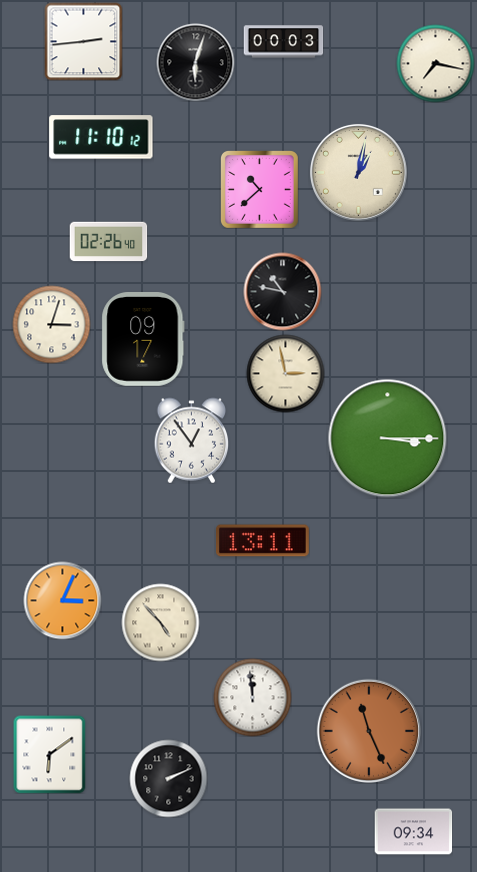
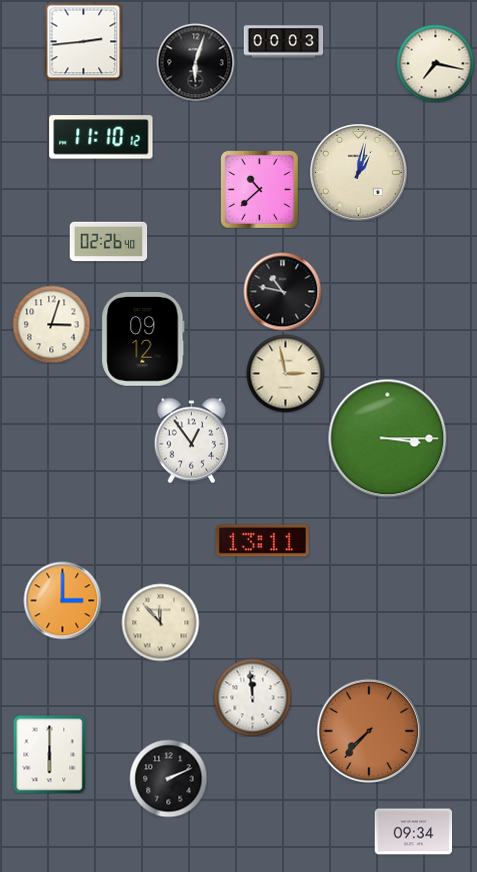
clock at (143, 340): 09:17 -> 09:12
clock at (62, 600): 3:04 -> 3:00
clock at (160, 622): 4:53 -> 11:53
clock at (368, 730): 11:26 -> 7:37
clock at (50, 754): 6:09 -> 6:00
